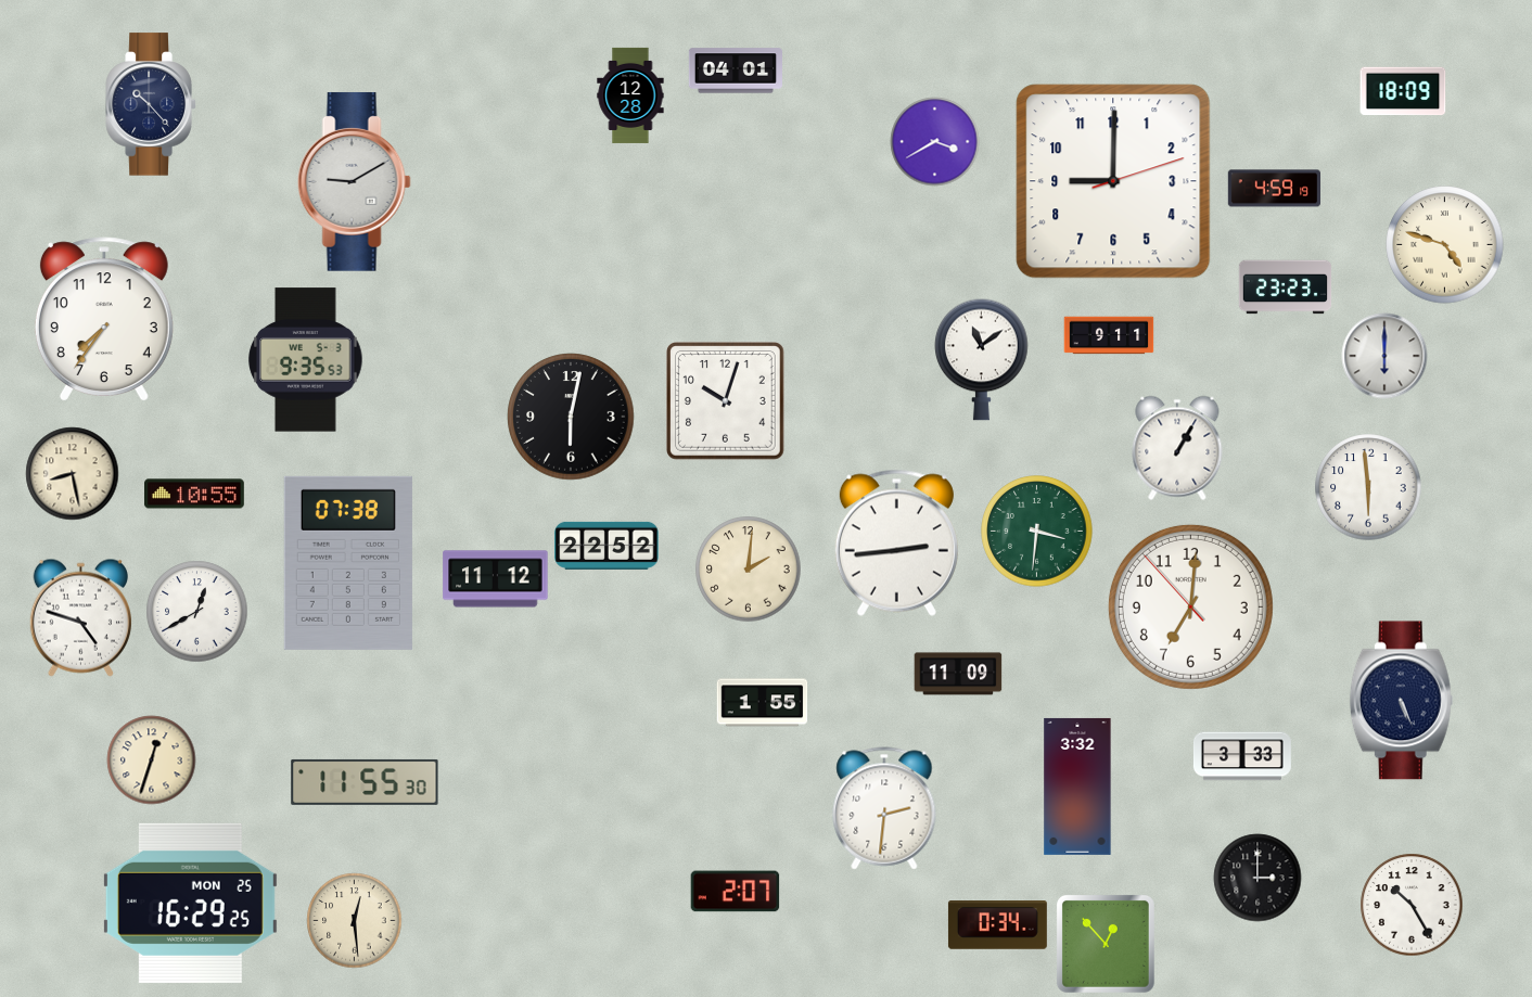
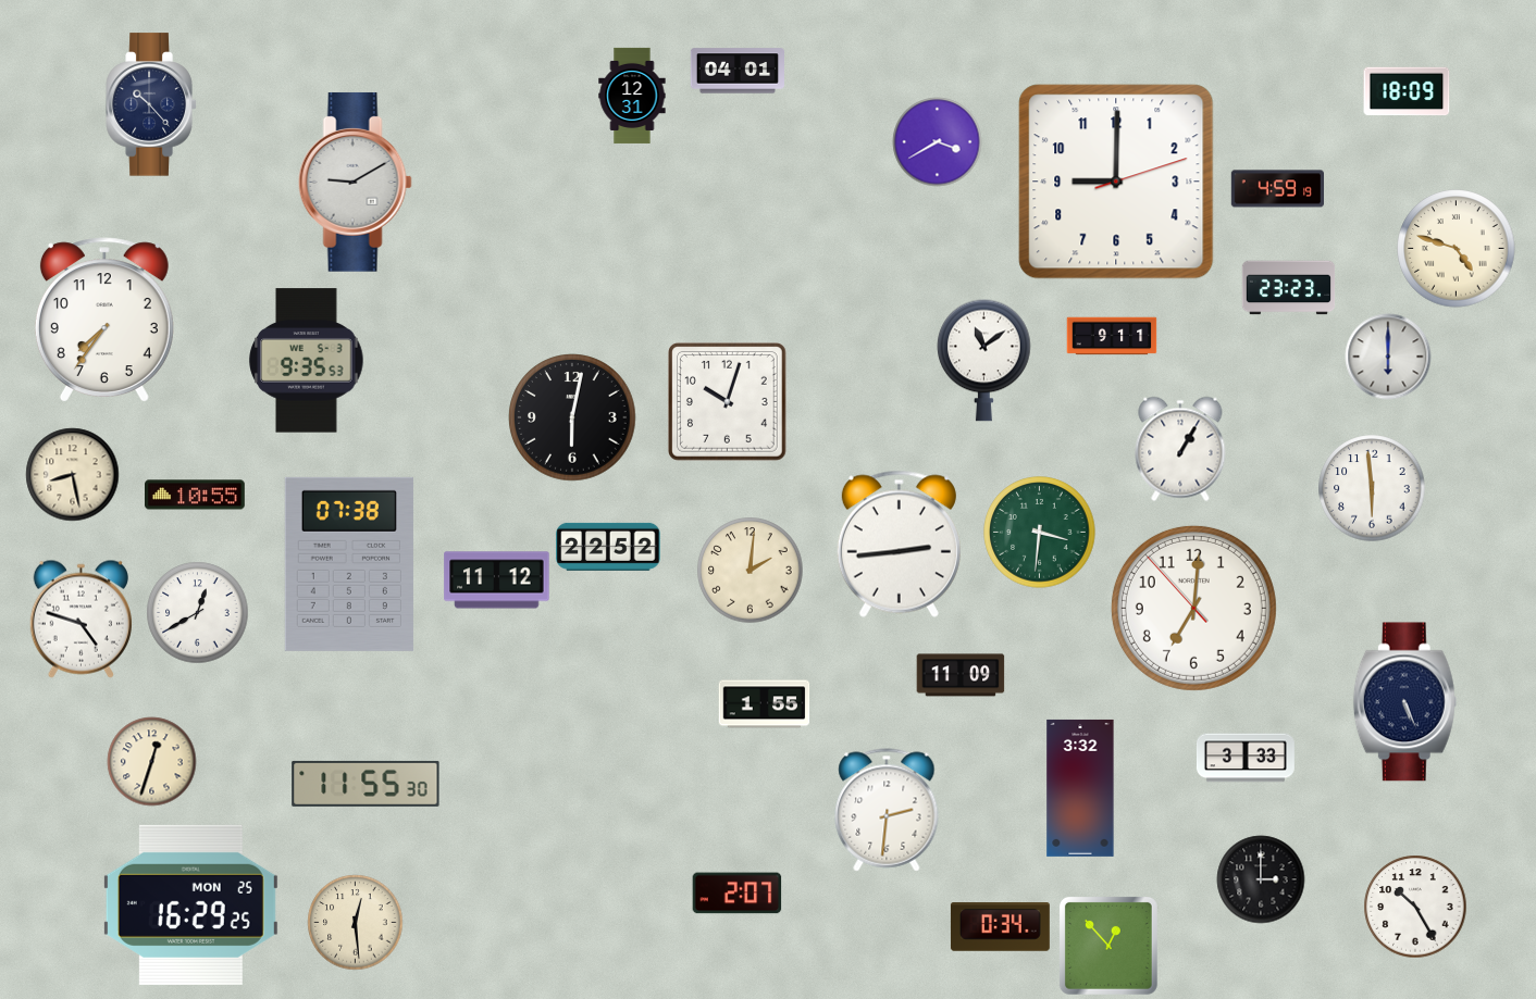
clock at (630, 95): 12:28 -> 12:31
clock at (1445, 245) position: (1445, 245) -> (1457, 249)
